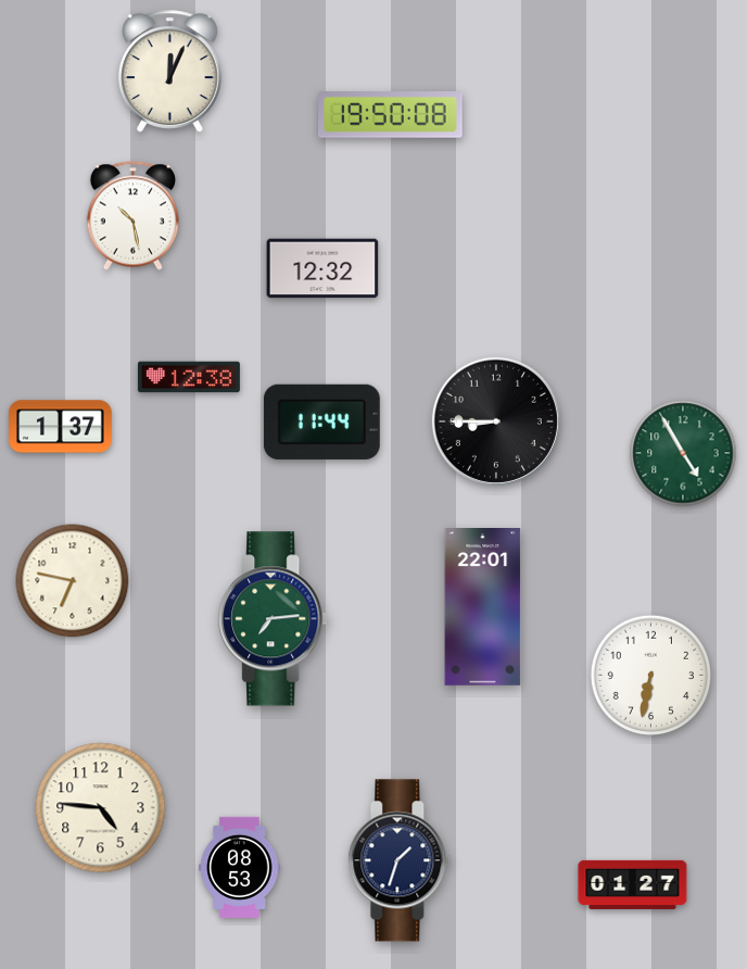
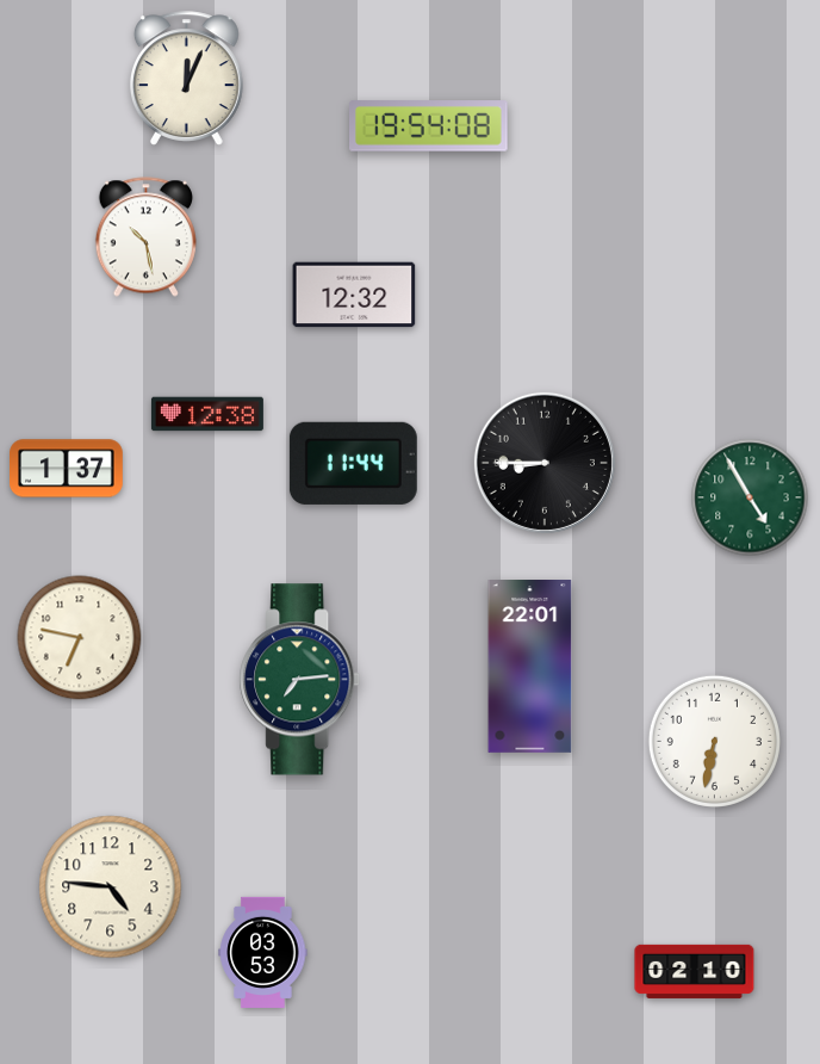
clock at (391, 115): 19:50 -> 19:54
clock at (400, 860): 1:33 -> none
clock at (240, 867): 08:53 -> 03:53
clock at (633, 884): 01:27 -> 02:10
